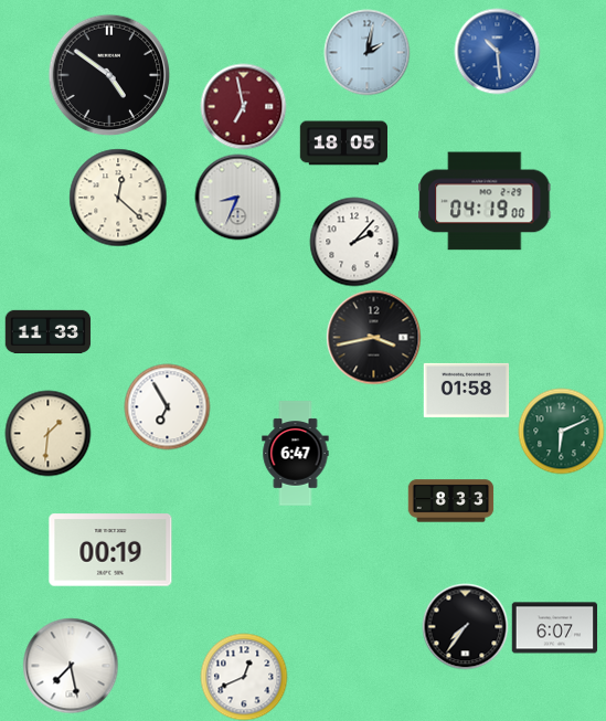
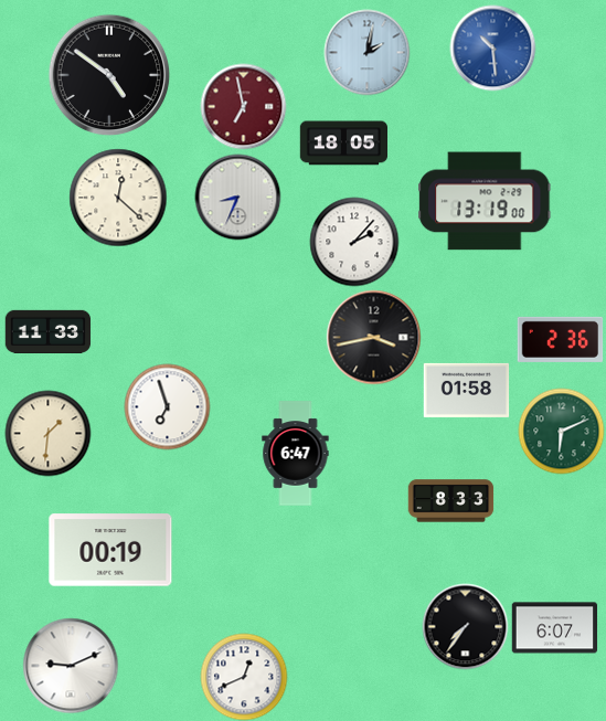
clock at (497, 51) position: (497, 51) -> (492, 47)
clock at (485, 201): 04:19 -> 13:19
clock at (560, 339): none -> 2:36
clock at (167, 406): 6:55 -> 6:57
clock at (71, 666): 7:28 -> 9:11
